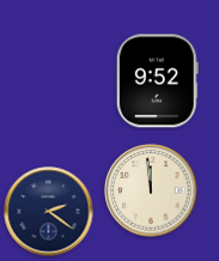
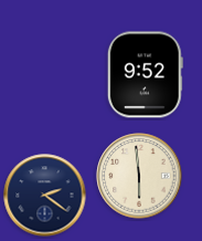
clock at (151, 190): 11:59 -> 5:59
